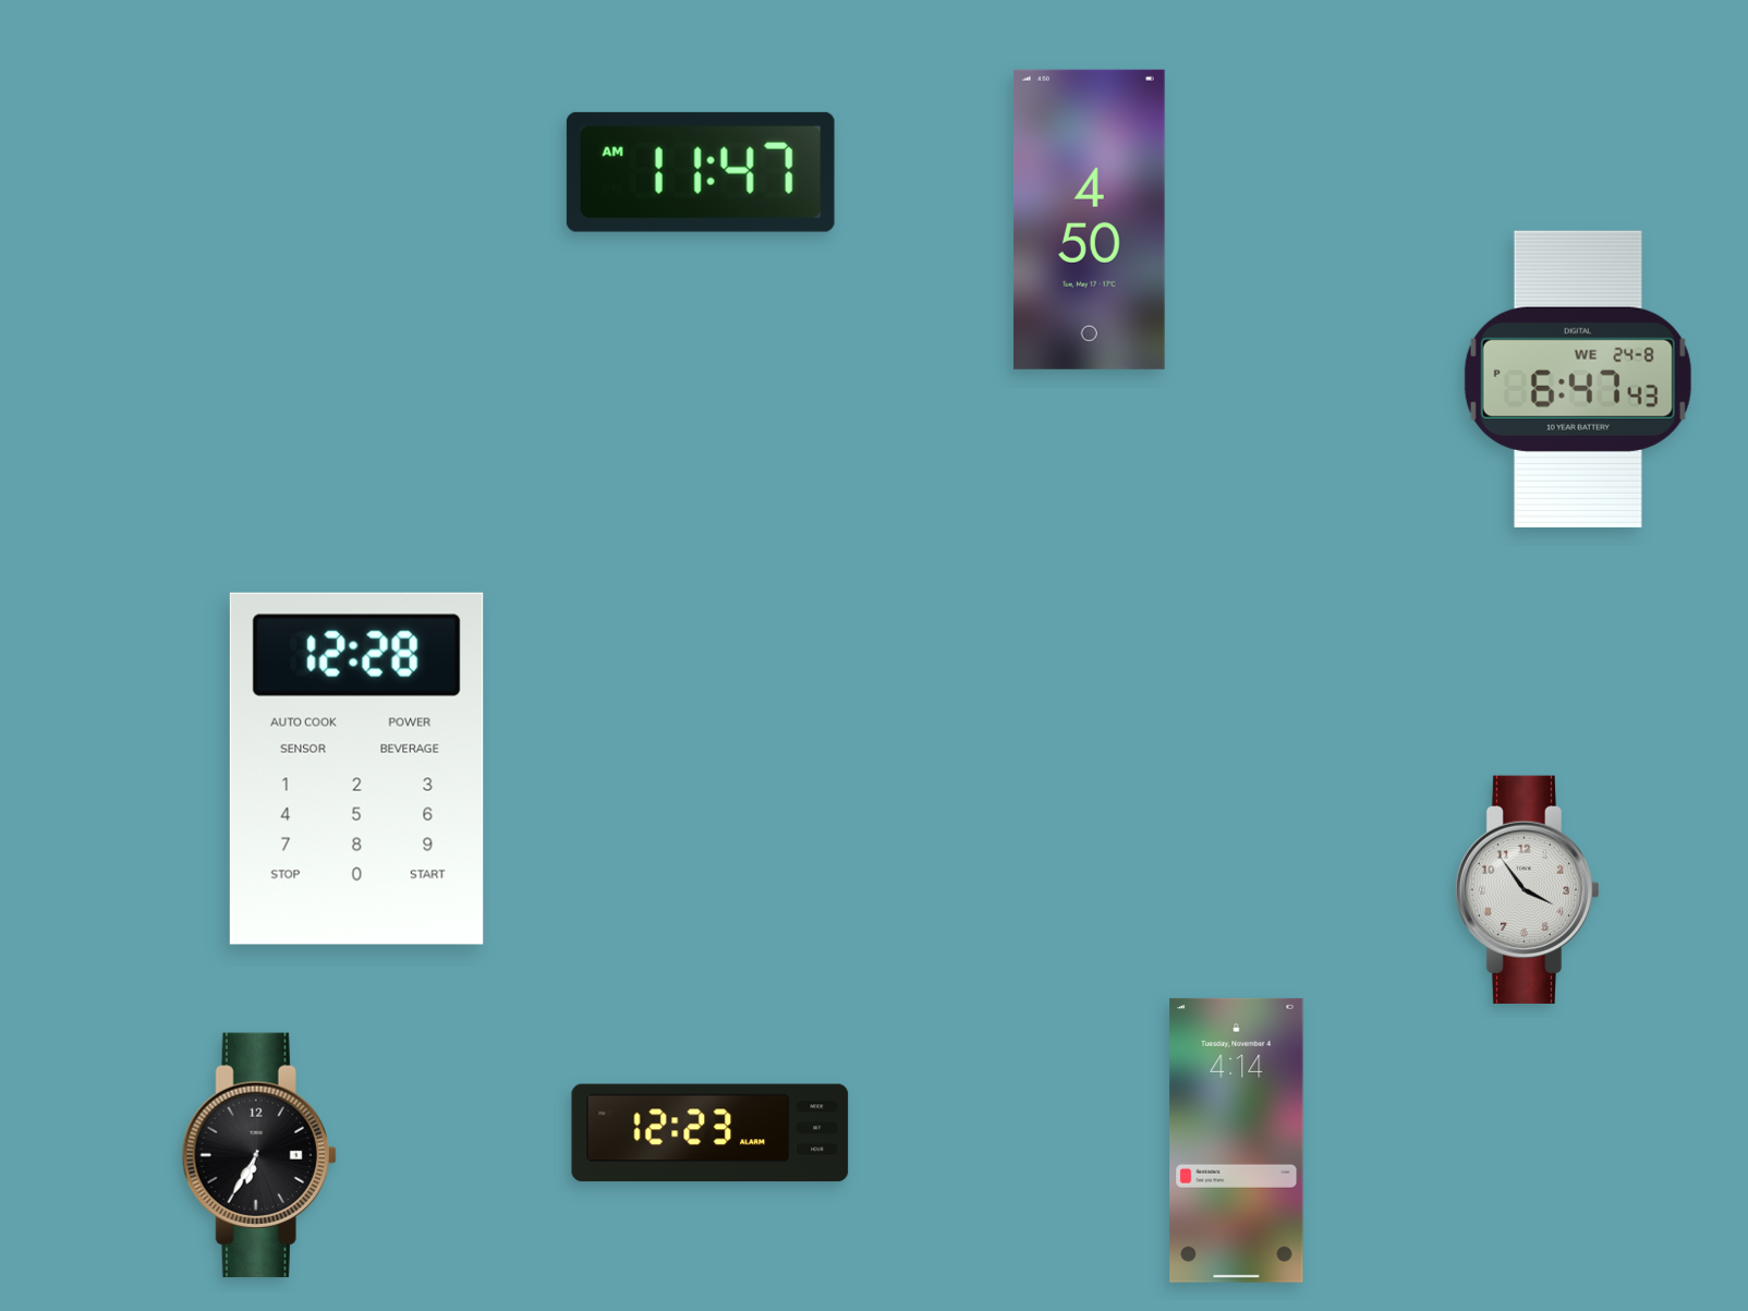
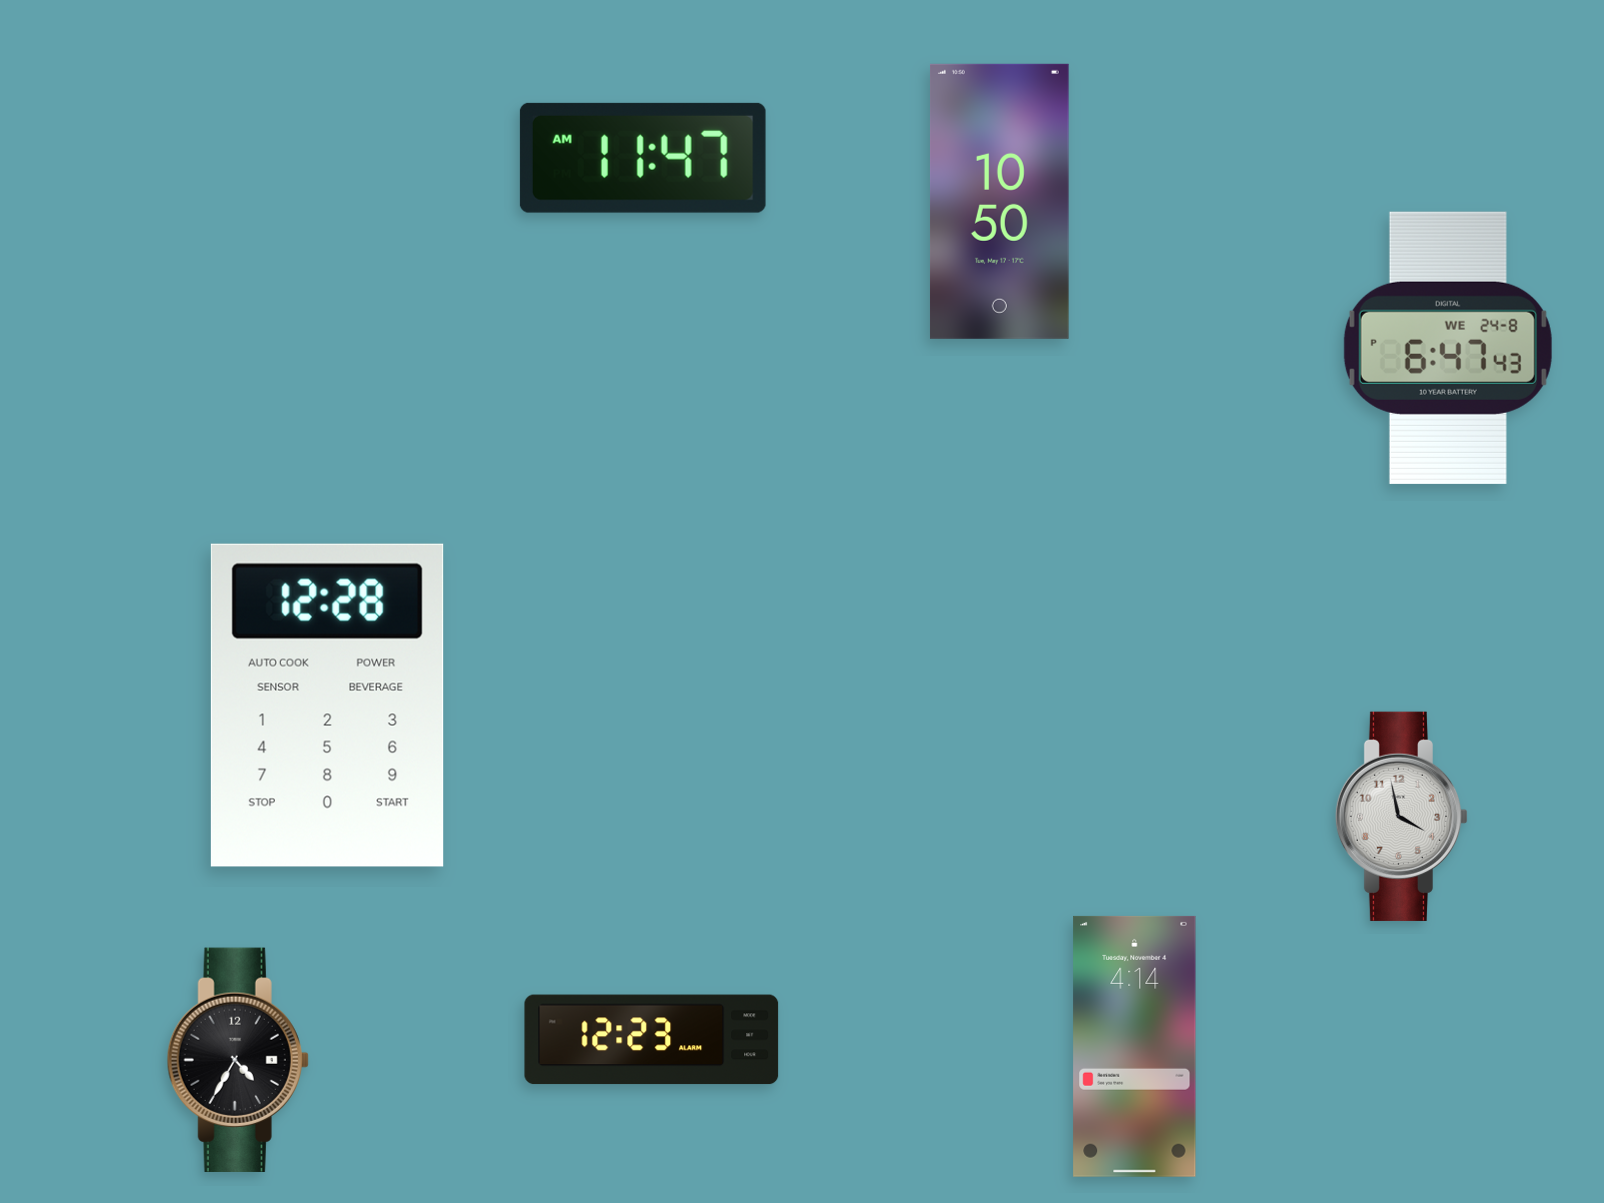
clock at (1089, 219): 4:50 -> 10:50
clock at (1528, 889): 3:54 -> 3:58
clock at (259, 1155): 6:35 -> 4:35
